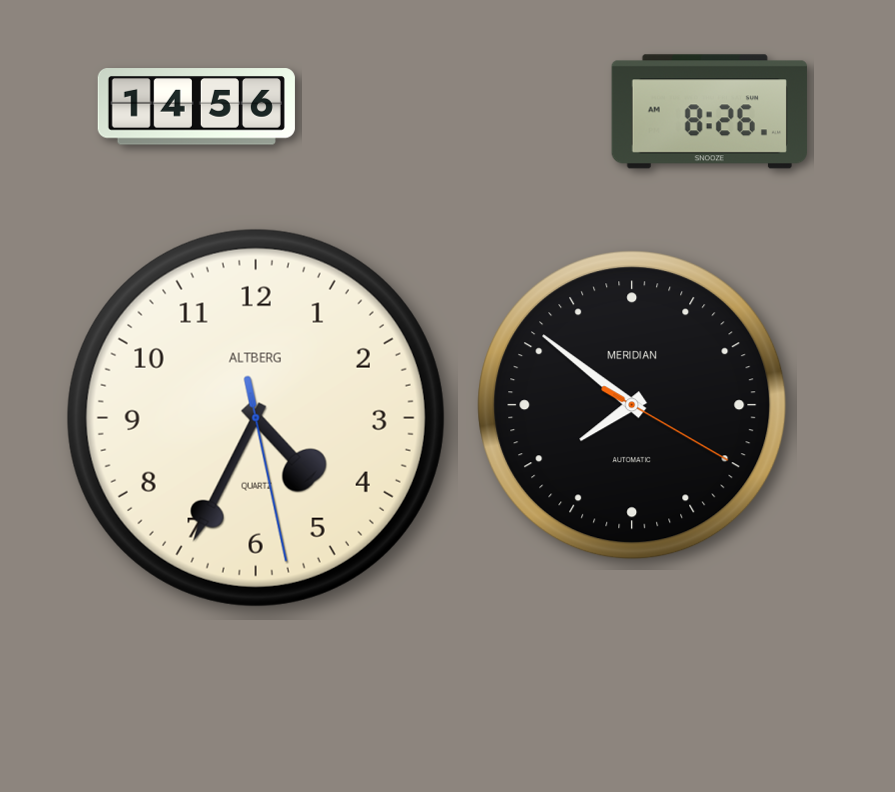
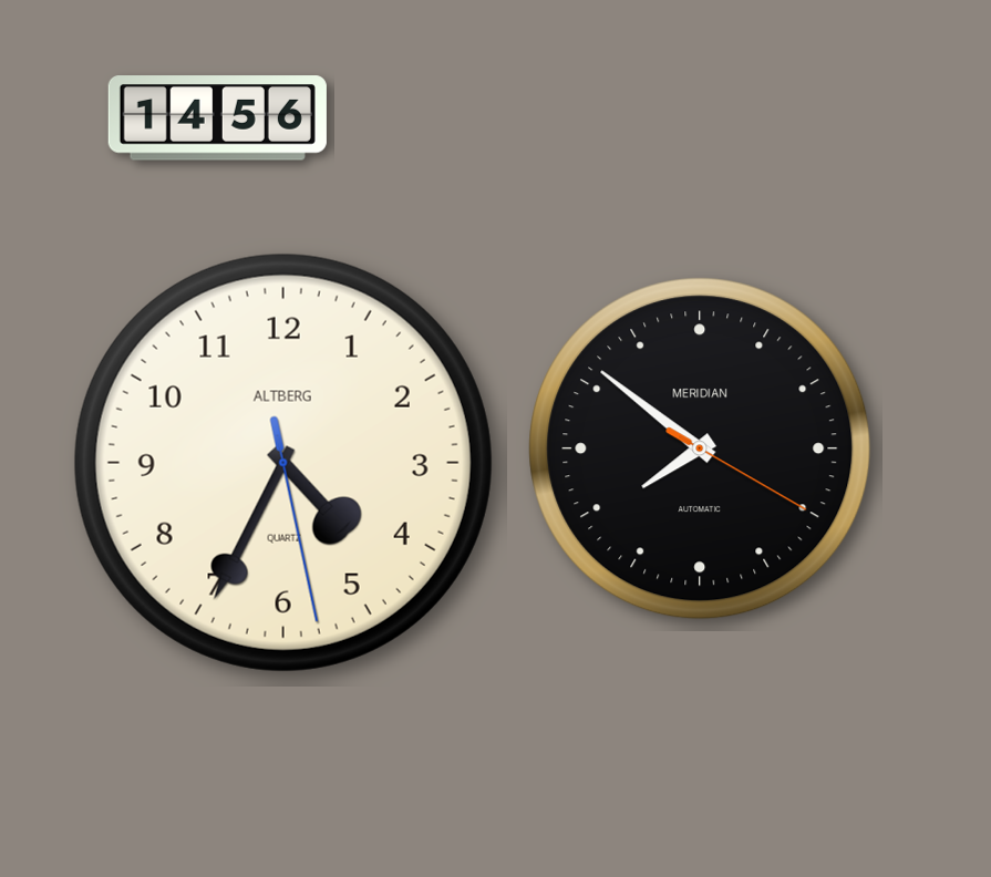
clock at (709, 112): 8:26 -> none
